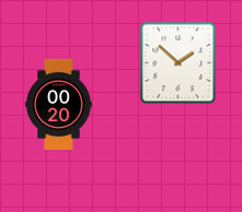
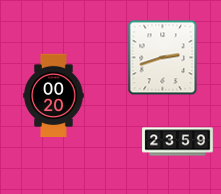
clock at (178, 63): 1:52 -> 2:42
clock at (178, 142): none -> 23:59
